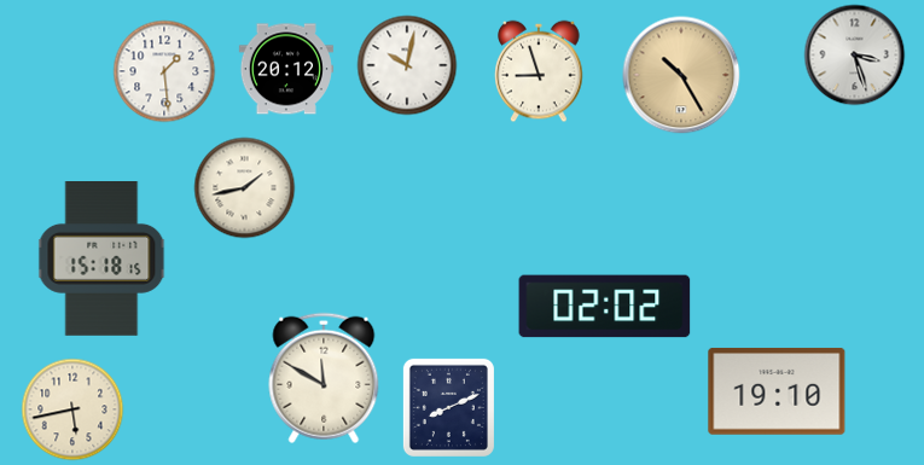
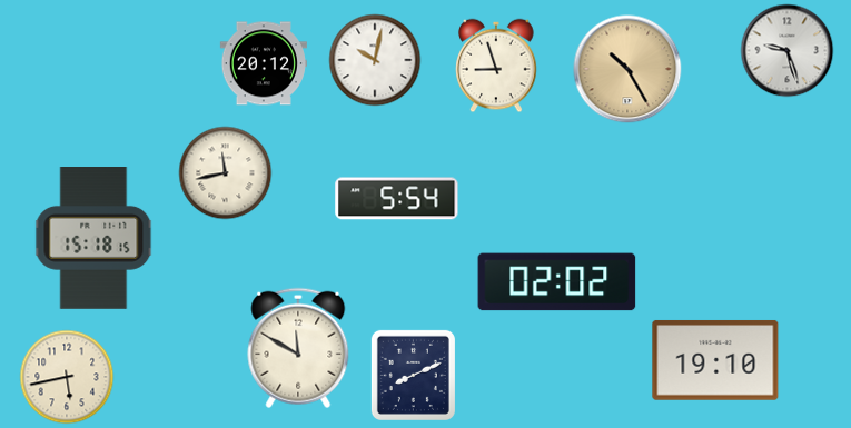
clock at (855, 56): 3:27 -> 9:27
clock at (164, 71): 1:29 -> none
clock at (245, 188): 1:43 -> 11:43
clock at (397, 199): none -> 5:54
